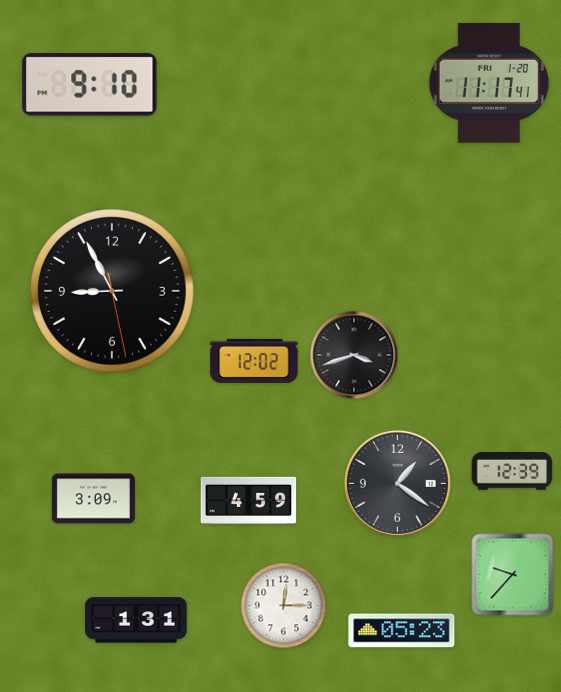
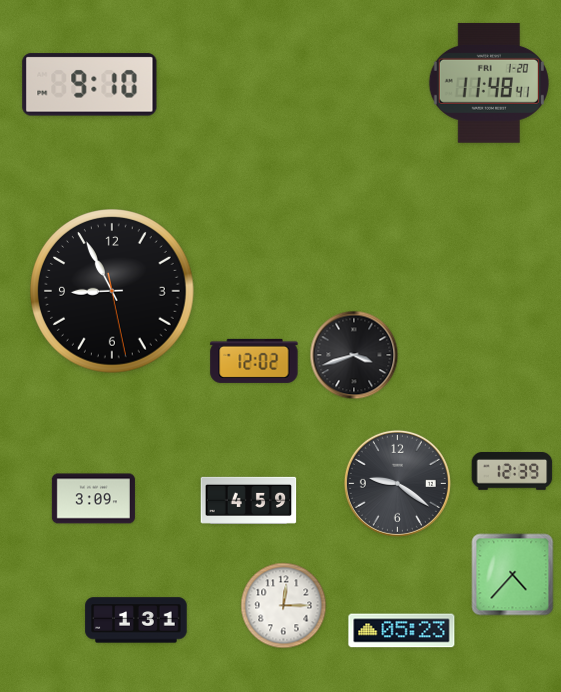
clock at (489, 83): 11:17 -> 11:48
clock at (397, 483): 1:21 -> 9:21
clock at (513, 575): 9:37 -> 4:37
